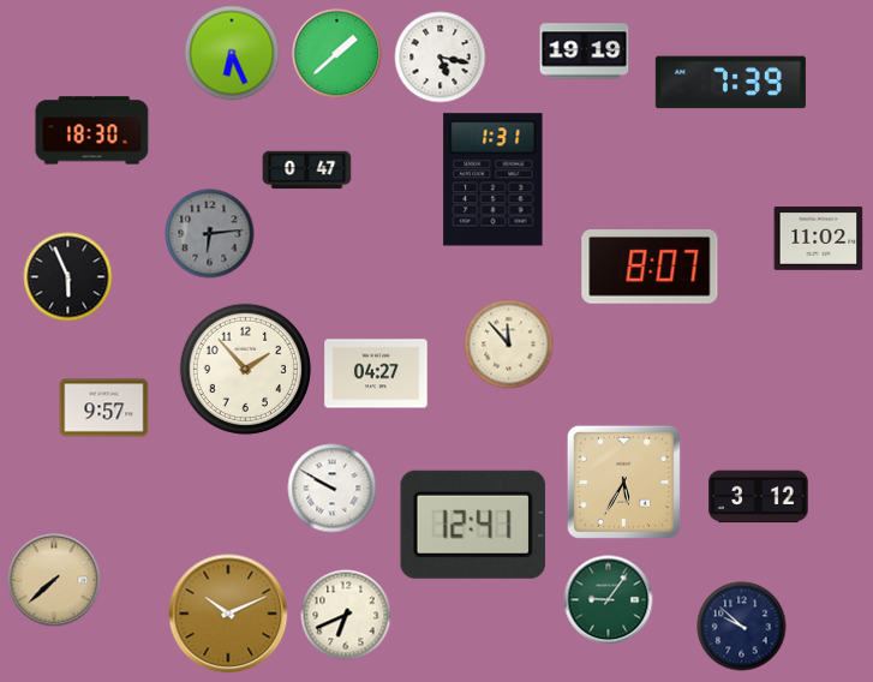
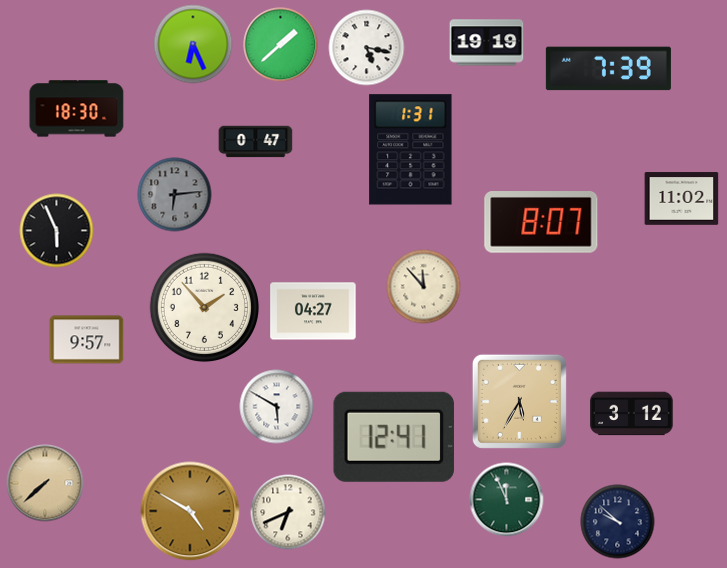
clock at (333, 489): 9:50 -> 5:50
clock at (609, 600): 9:06 -> 11:56
clock at (228, 614): 10:11 -> 4:50
